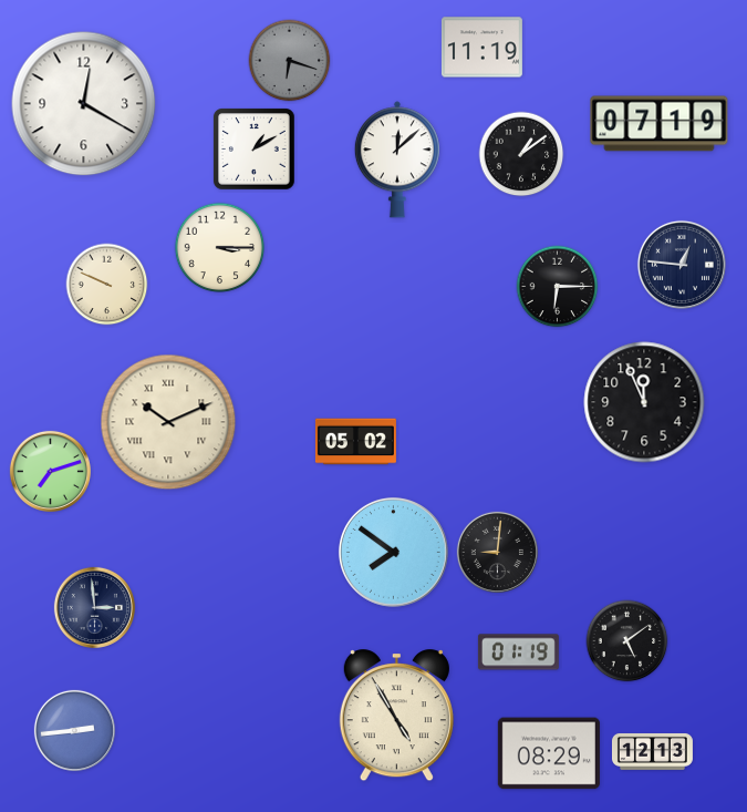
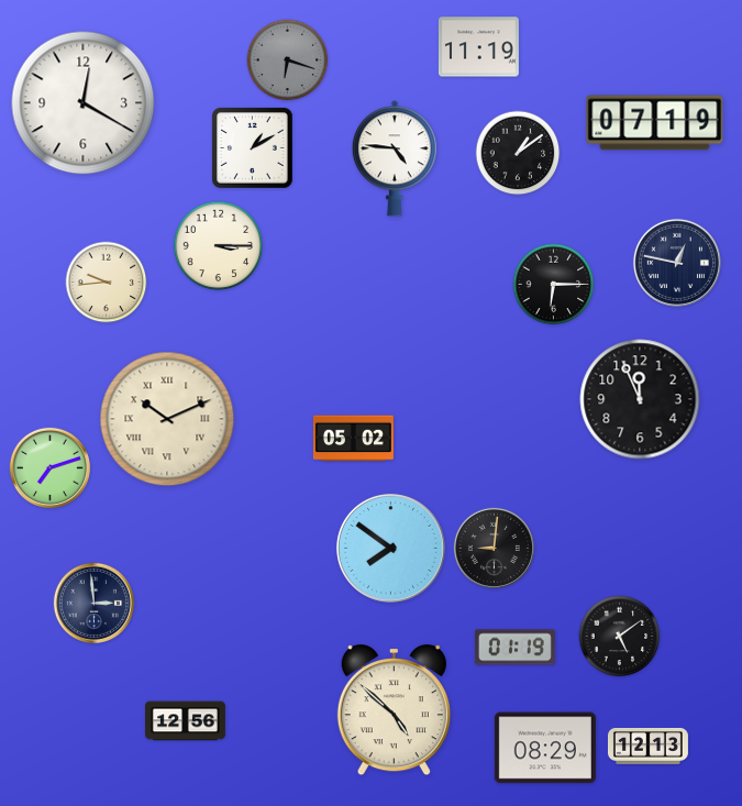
clock at (397, 160): 12:08 -> 4:46
clock at (682, 265): 12:46 -> 12:47
clock at (107, 285): 9:49 -> 9:44
clock at (627, 641) position: (627, 641) -> (620, 637)
clock at (396, 716): 4:55 -> 4:52
clock at (185, 721): none -> 12:56
clock at (74, 730): 2:44 -> none
